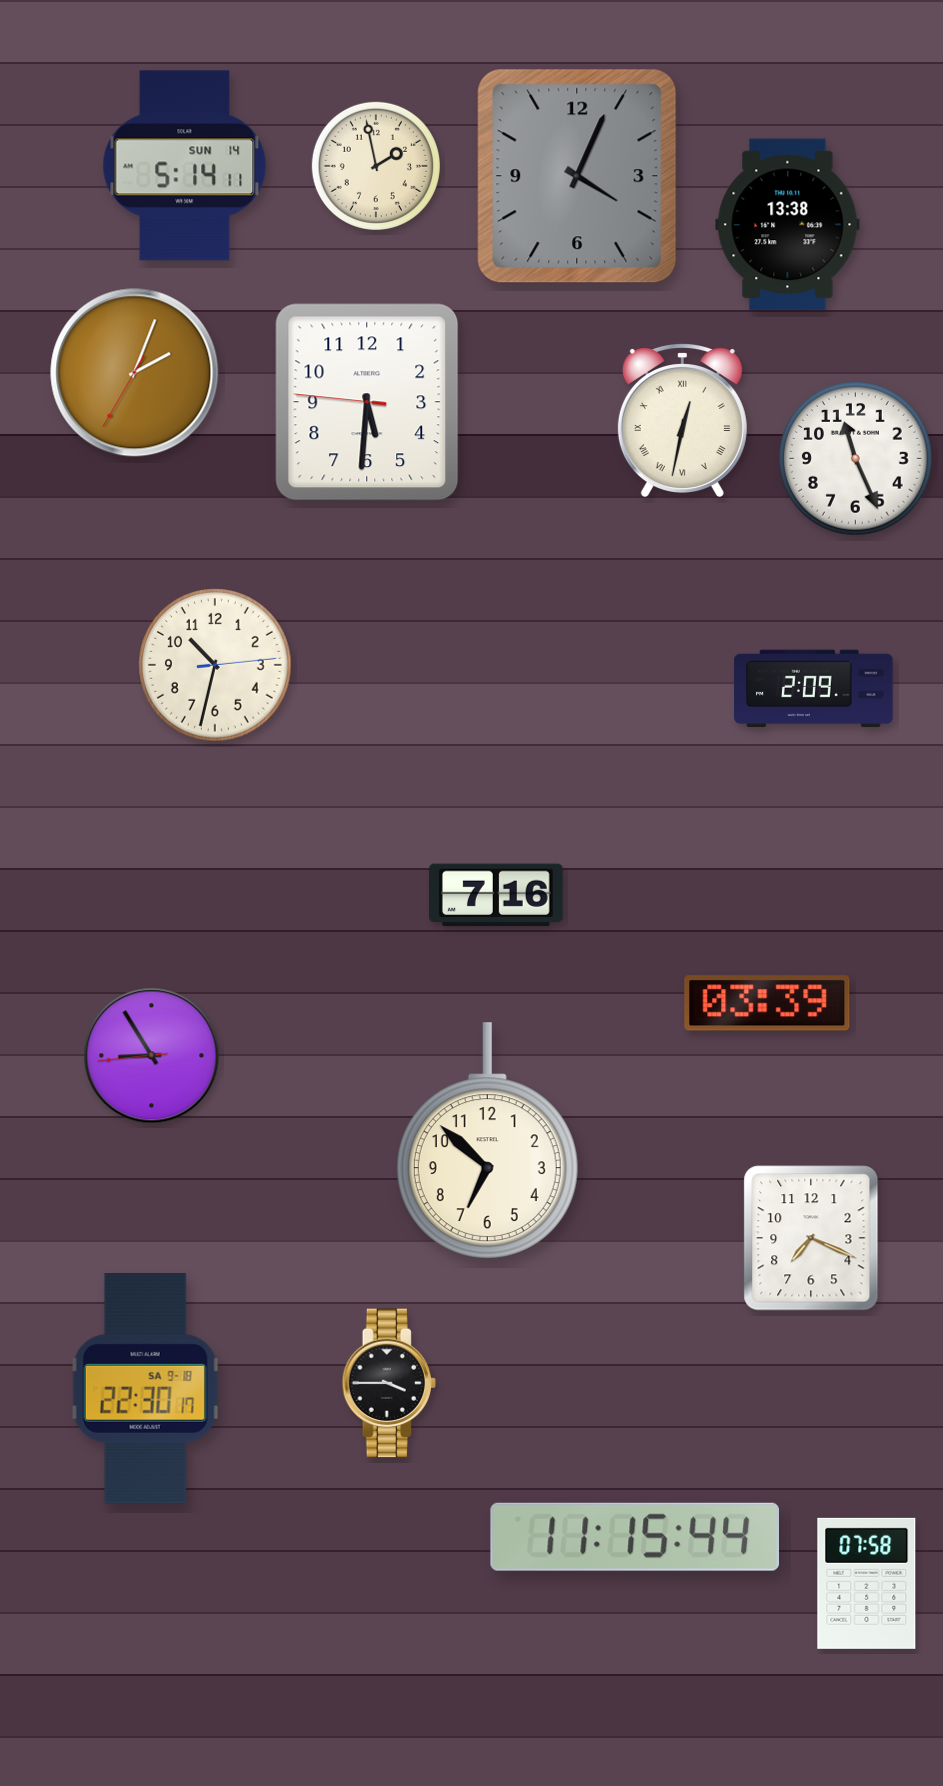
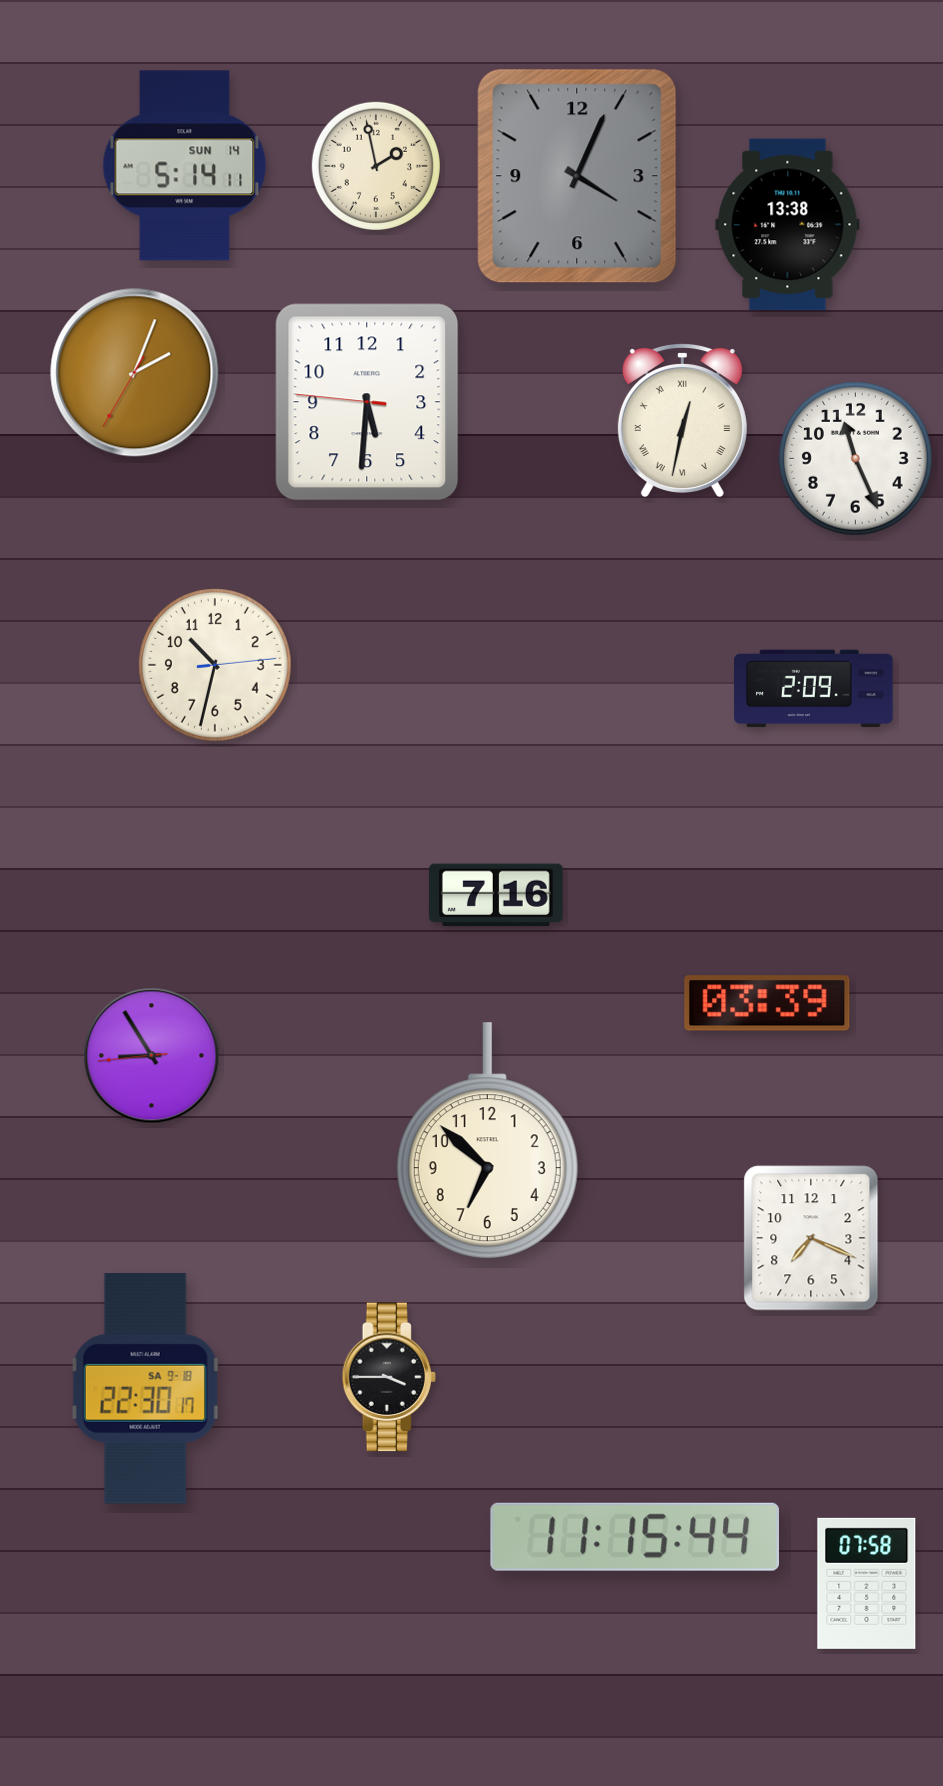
clock at (389, 1383) position: (389, 1383) -> (389, 1377)
